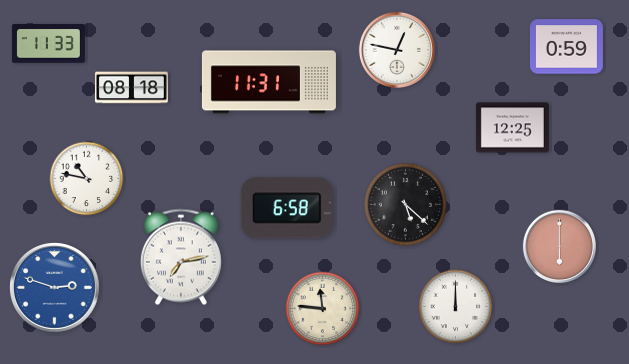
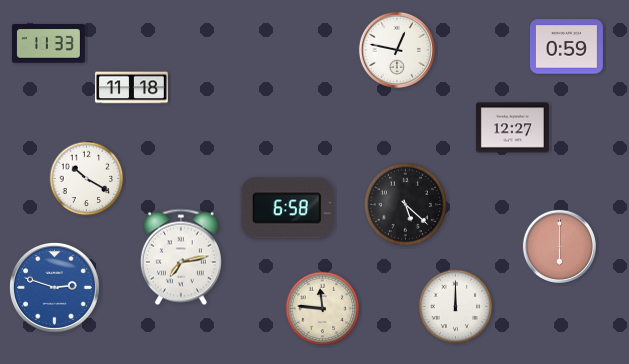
clock at (269, 82): 11:31 -> none
clock at (131, 88): 08:18 -> 11:18
clock at (512, 128): 12:25 -> 12:27
clock at (87, 179): 10:47 -> 10:20
